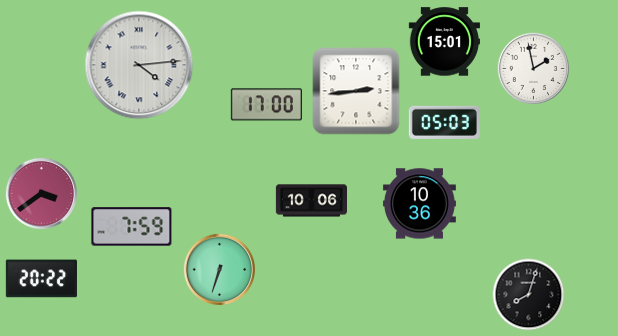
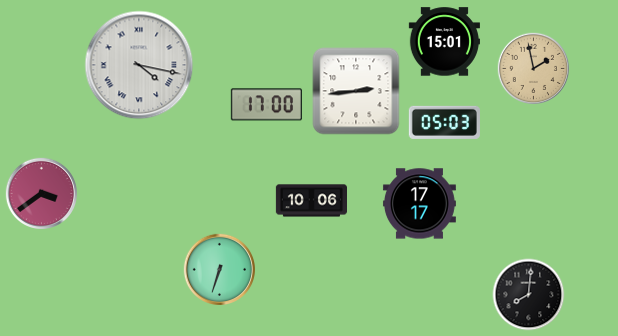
clock at (139, 65): 4:14 -> 4:17
clock at (533, 68) dial: white -> champagne
clock at (419, 204): 10:36 -> 17:17
clock at (132, 227): 7:59 -> none
clock at (41, 279): 20:22 -> none
clock at (529, 295): 8:03 -> 8:01
